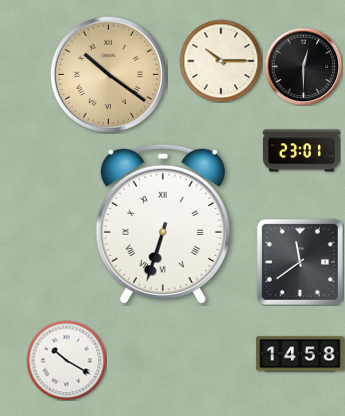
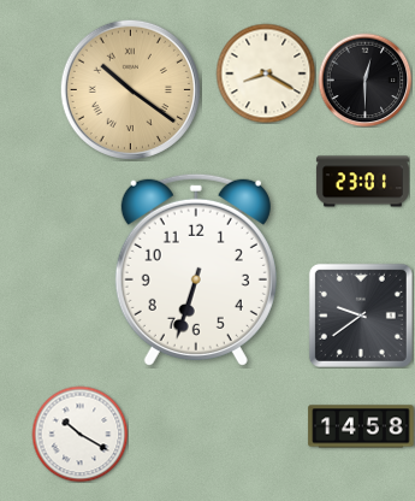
clock at (221, 61): 10:15 -> 8:20
clock at (163, 224) numerals: Roman -> Arabic
clock at (300, 262): 11:39 -> 9:39
